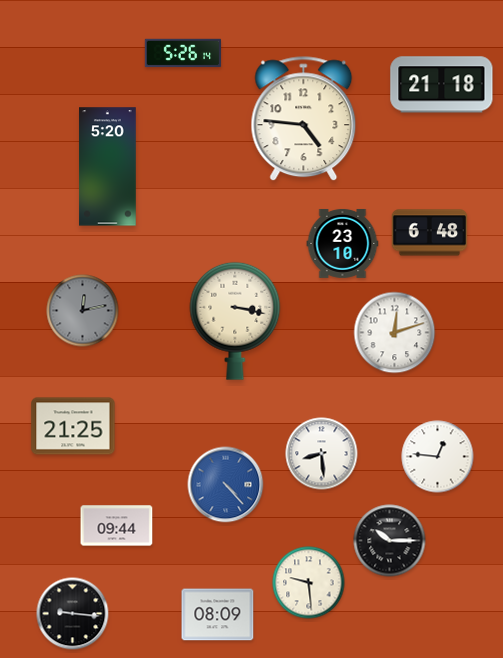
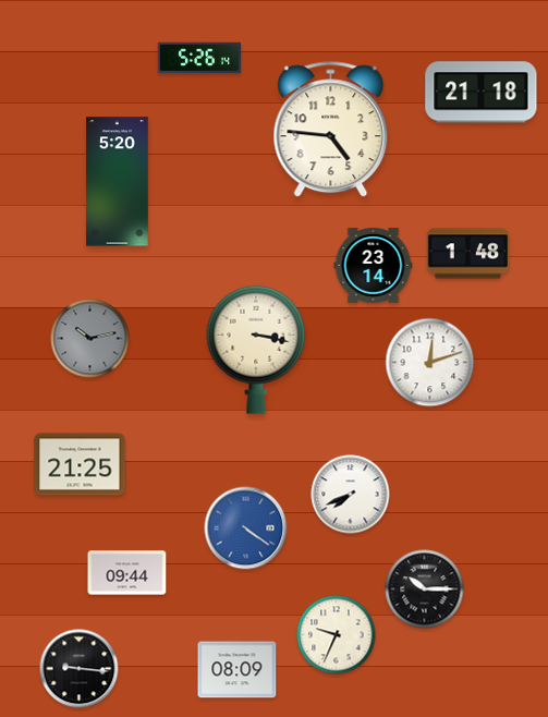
clock at (430, 233): 6:48 -> 1:48
clock at (343, 243): 23:10 -> 23:14
clock at (83, 311): 12:13 -> 10:13
clock at (322, 454): 8:29 -> 7:41
clock at (438, 457): 12:46 -> none
clock at (226, 485): 4:23 -> 4:21
clock at (309, 583): 9:29 -> 9:34
